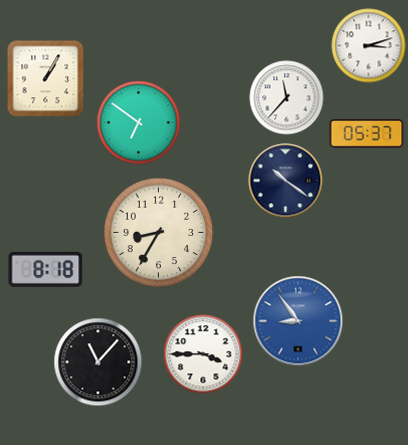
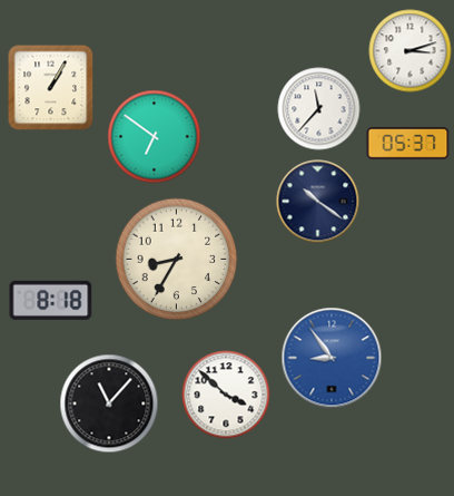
clock at (367, 134) position: (367, 134) -> (408, 144)
clock at (203, 354): 3:45 -> 3:52
